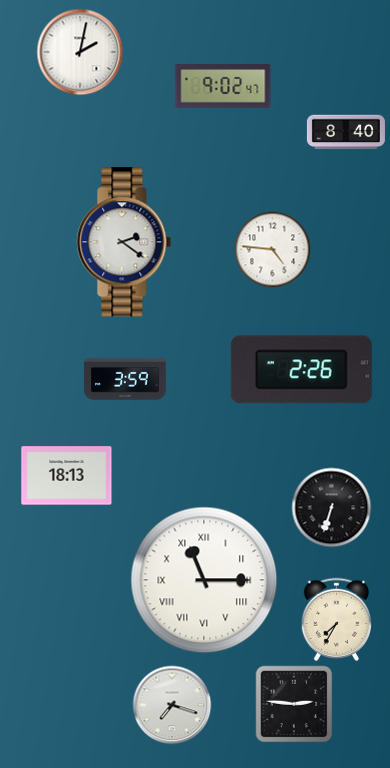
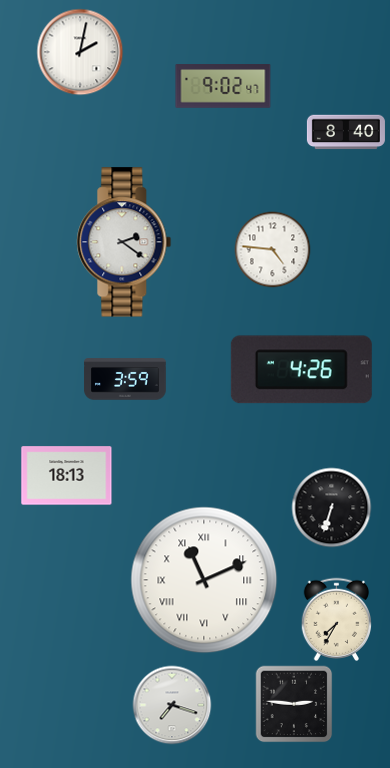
clock at (301, 370): 2:26 -> 4:26
clock at (204, 580): 11:15 -> 11:11
